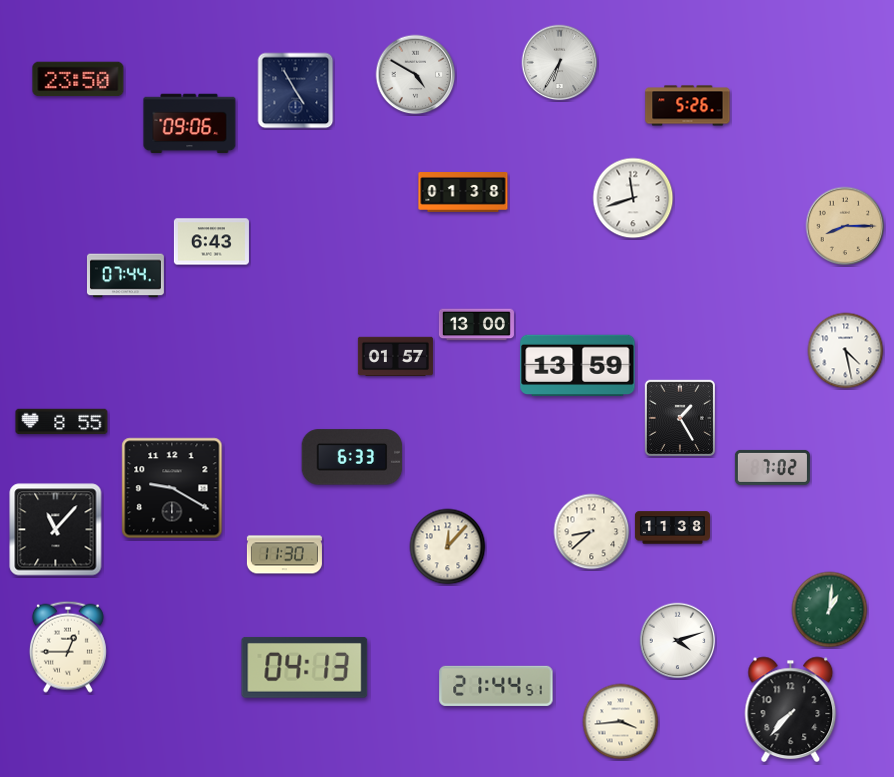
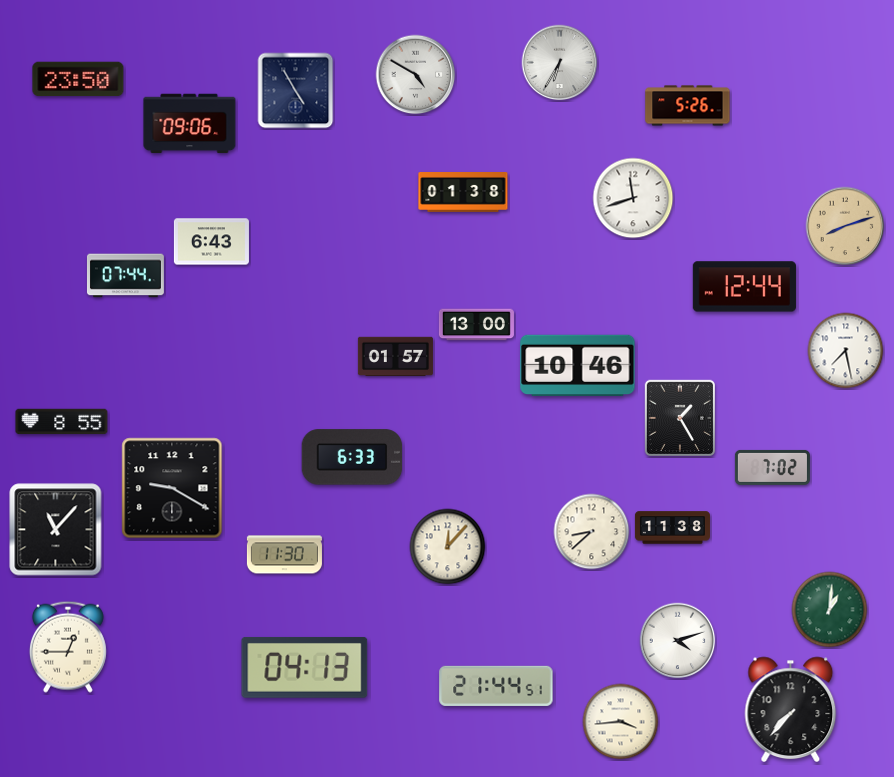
clock at (845, 226): 8:15 -> 8:12
clock at (744, 287): none -> 12:44
clock at (846, 351): 4:28 -> 7:28
clock at (578, 366): 13:59 -> 10:46
